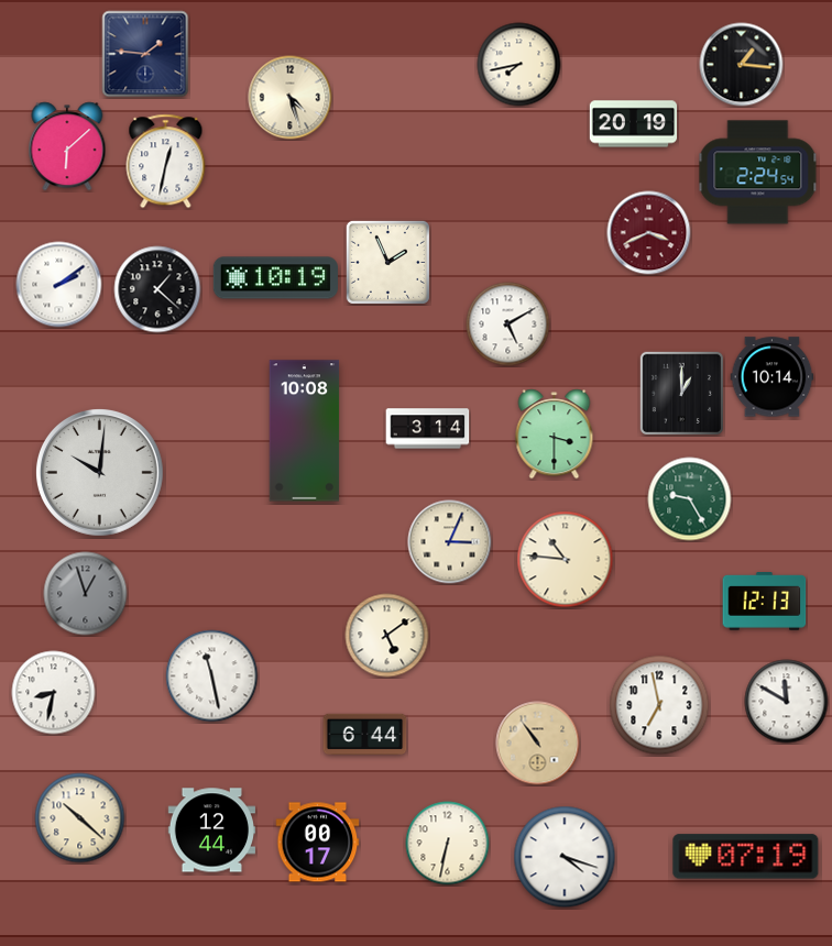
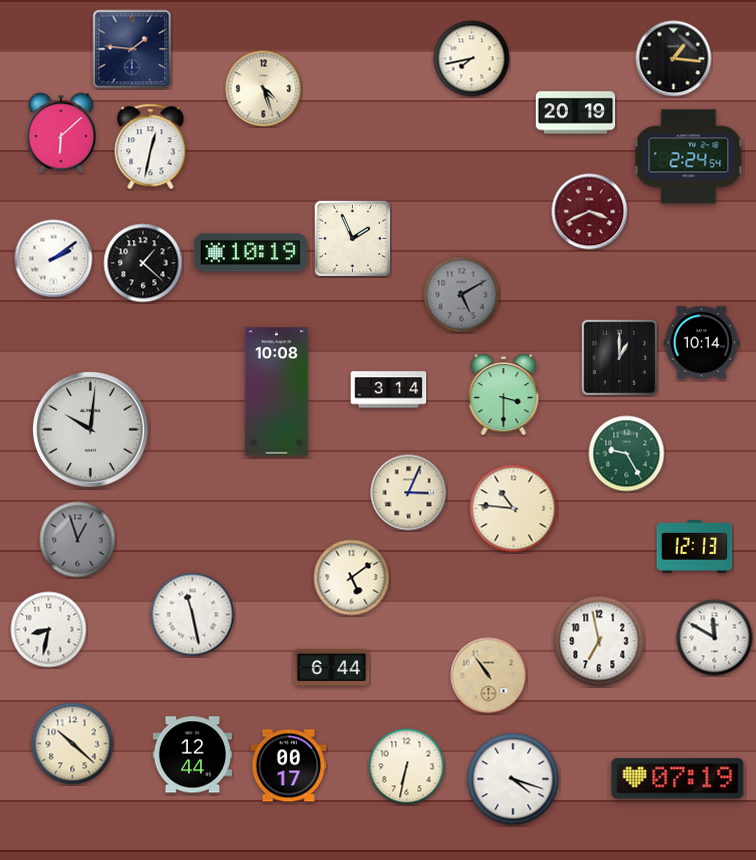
clock at (508, 324) dial: white -> grey
